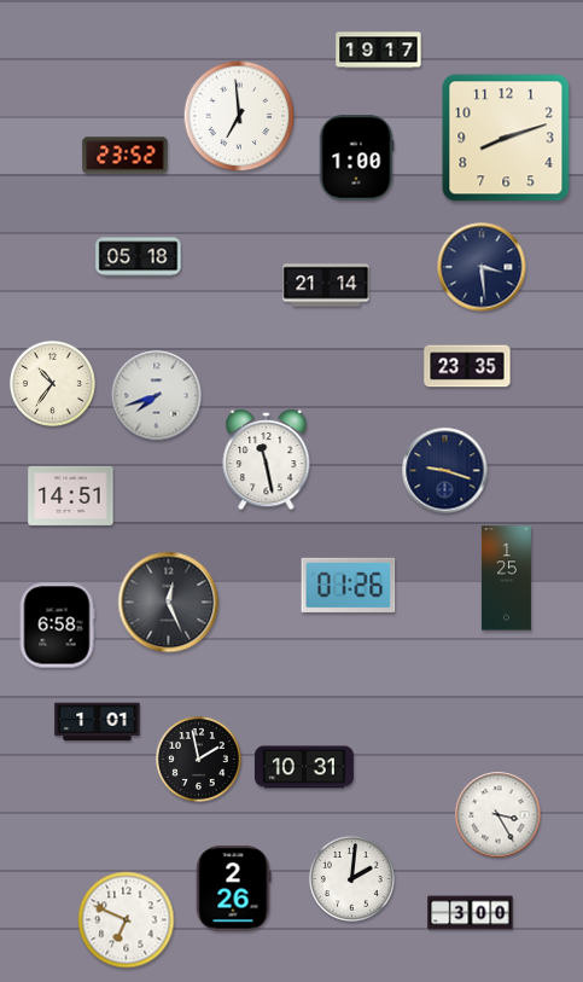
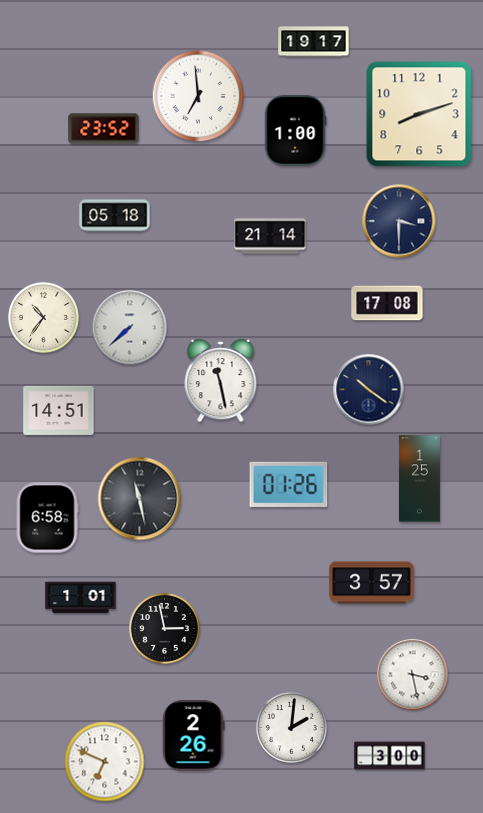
clock at (139, 257) position: (139, 257) -> (115, 216)
clock at (482, 267): 3:29 -> 3:30
clock at (467, 366): 23:35 -> 17:08
clock at (157, 396): 7:42 -> 7:38
clock at (445, 471): 9:18 -> 10:21
clock at (169, 603): 12:26 -> 11:28
clock at (372, 583): none -> 3:57
clock at (199, 760): 1:58 -> 2:58
clock at (304, 767): 10:31 -> none
clock at (499, 815): 3:25 -> 3:28
